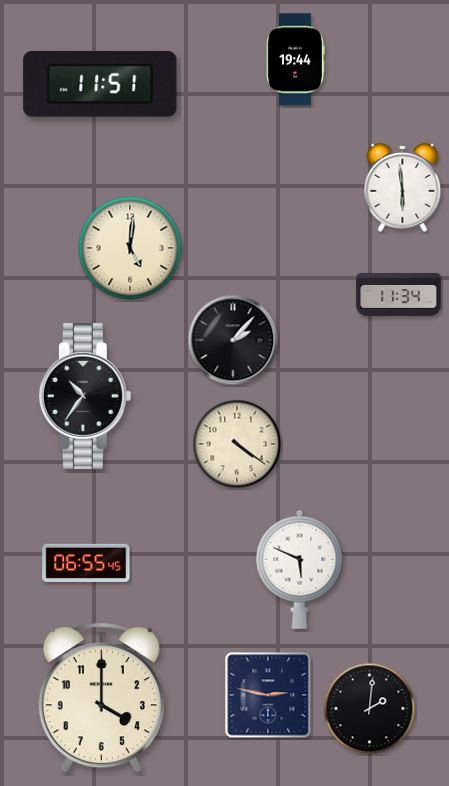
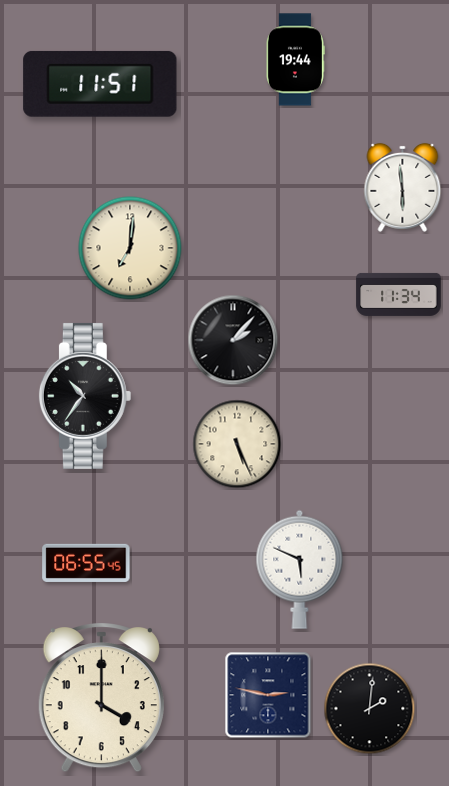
clock at (130, 248): 5:01 -> 7:01
clock at (237, 444): 4:21 -> 5:26
